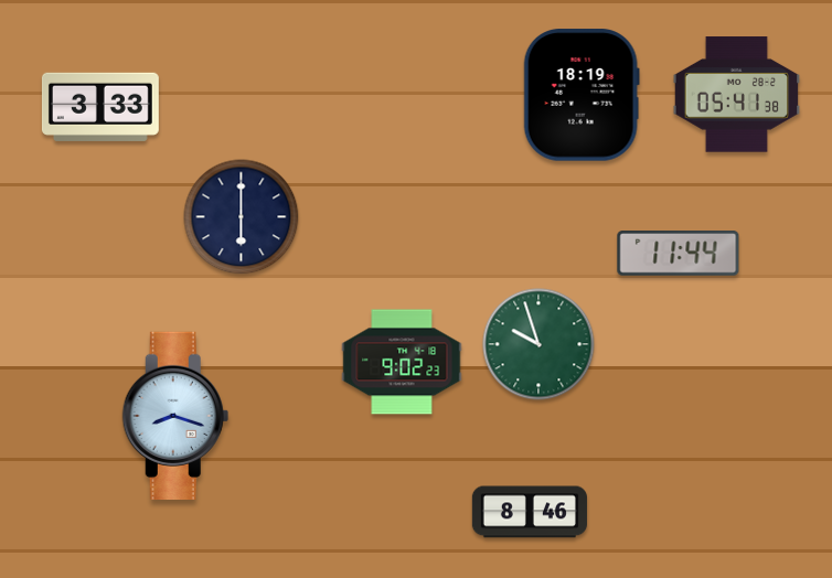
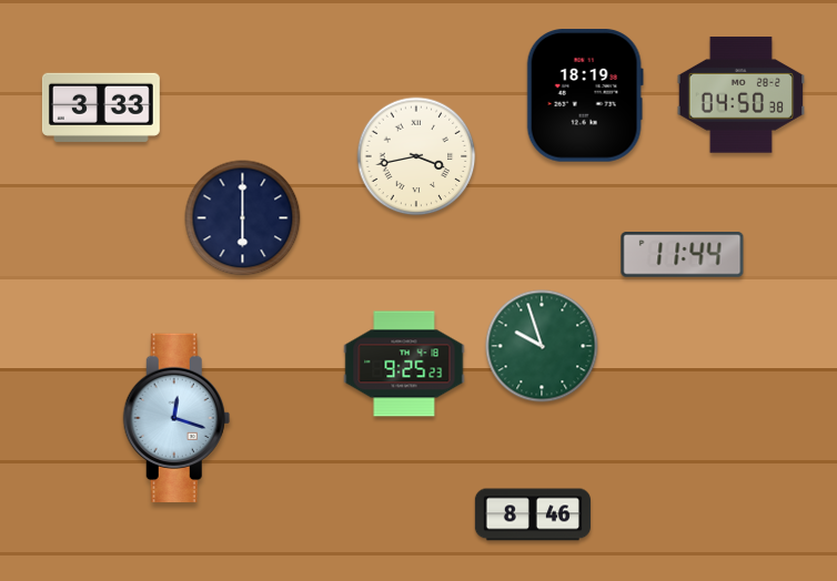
clock at (737, 95): 05:41 -> 04:50
clock at (416, 156): none -> 3:43
clock at (402, 362): 9:02 -> 9:25
clock at (175, 415): 8:18 -> 12:18
